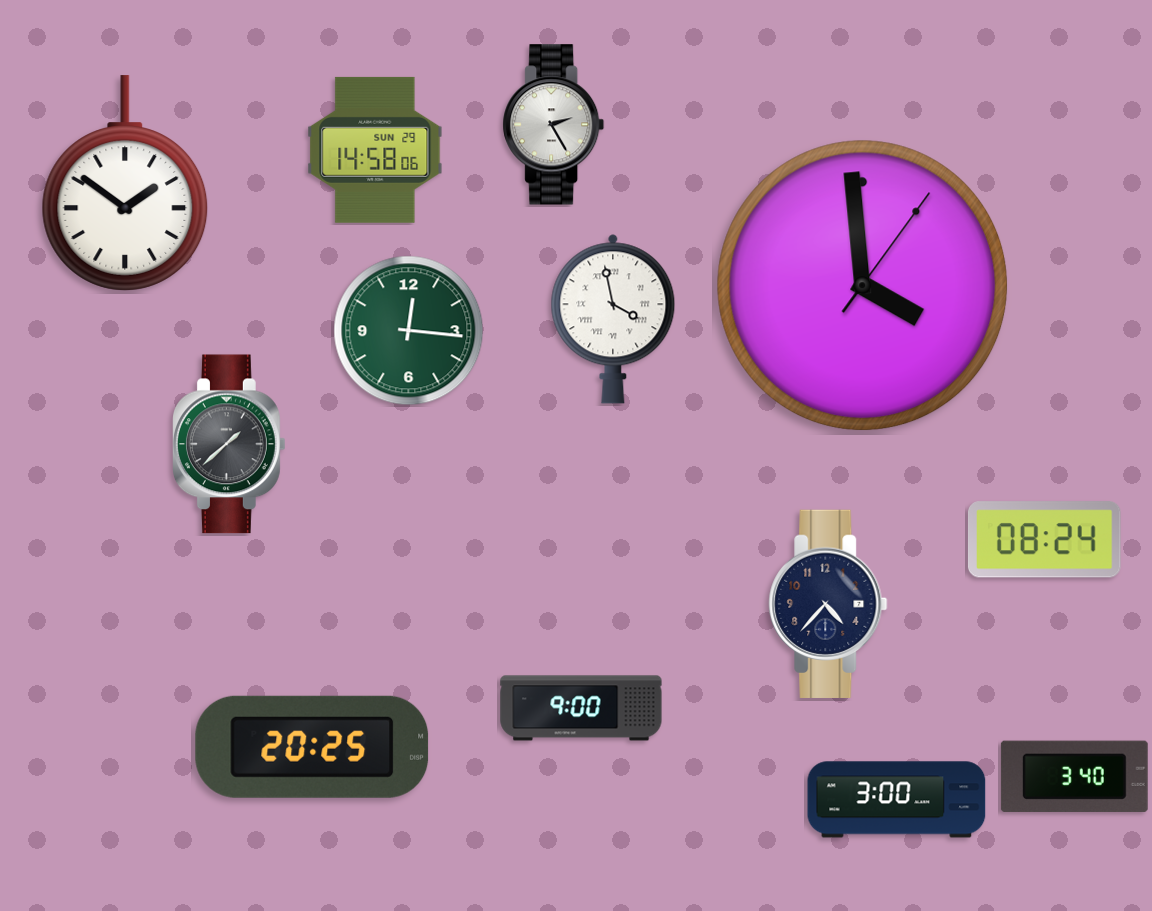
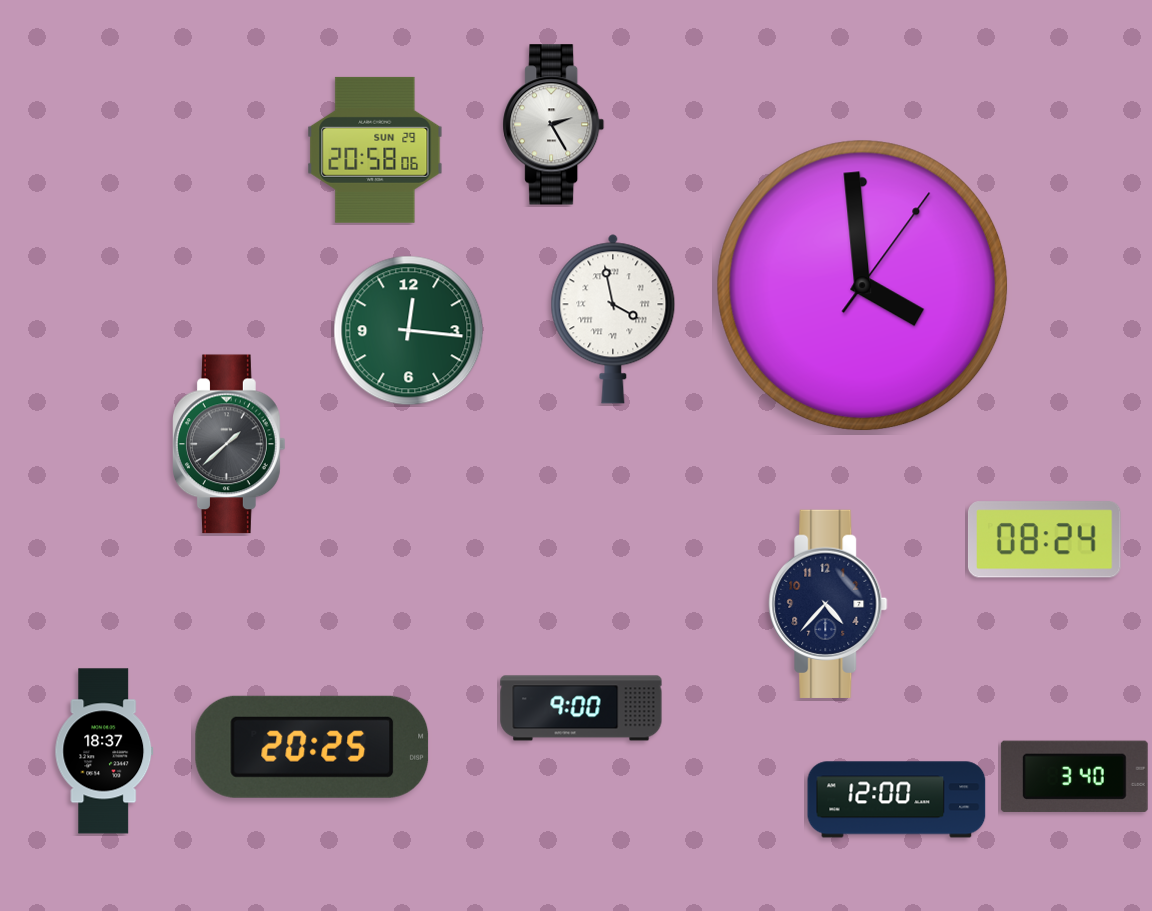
clock at (375, 150): 14:58 -> 20:58
clock at (125, 183): 1:51 -> none
clock at (104, 751): none -> 18:37
clock at (897, 800): 3:00 -> 12:00
